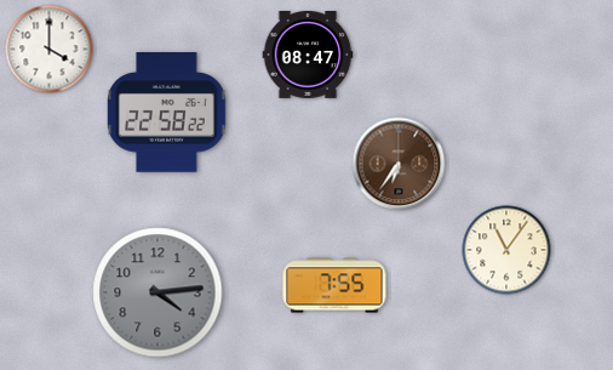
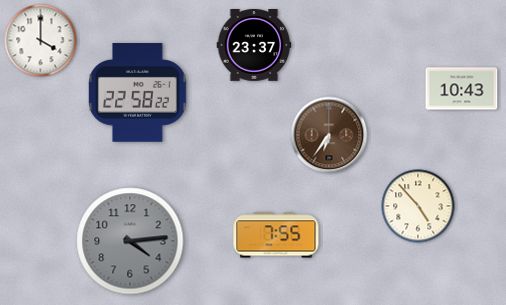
clock at (308, 56): 08:47 -> 23:37
clock at (462, 89): none -> 10:43
clock at (506, 250): 11:06 -> 4:53
